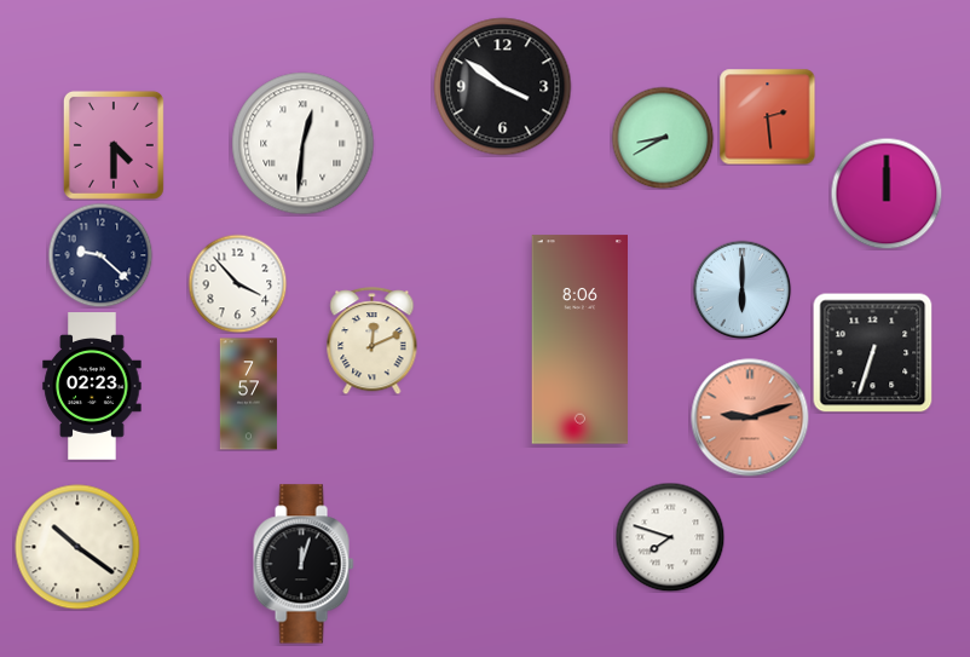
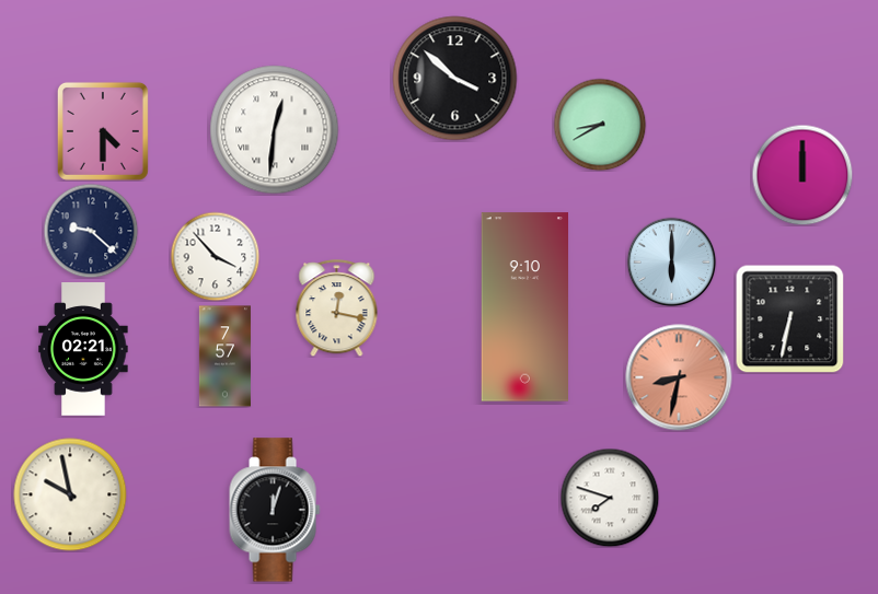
clock at (503, 87): 3:51 -> 3:52
clock at (767, 116): 2:29 -> none
clock at (579, 340): 8:06 -> 9:10
clock at (373, 341): 12:11 -> 12:17
clock at (872, 352): 6:33 -> 6:32
clock at (92, 386): 02:23 -> 02:21
clock at (750, 417): 9:12 -> 8:32
clock at (670, 537) position: (670, 537) -> (610, 498)
clock at (77, 547): 10:21 -> 9:58
